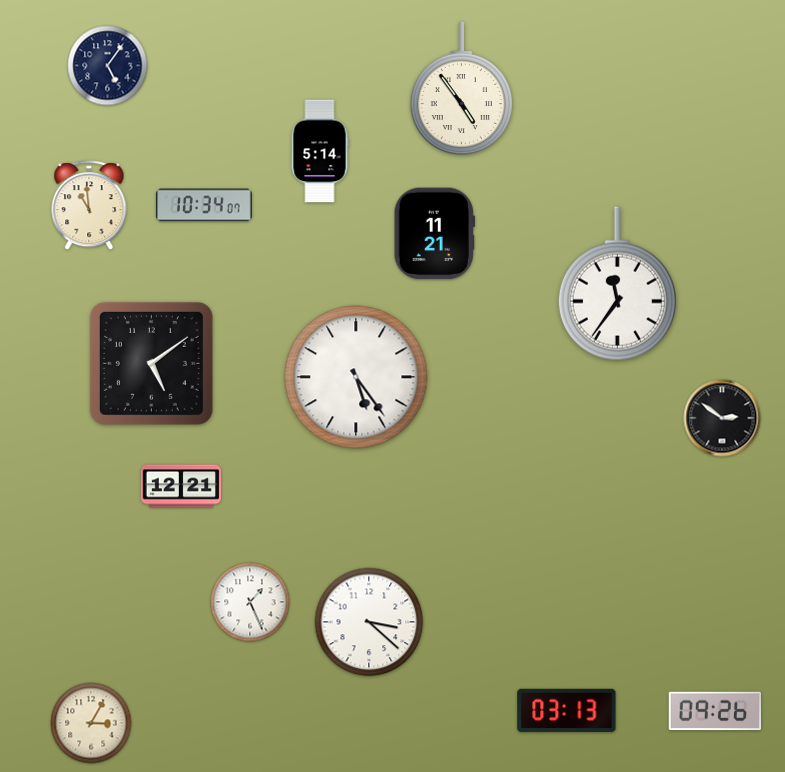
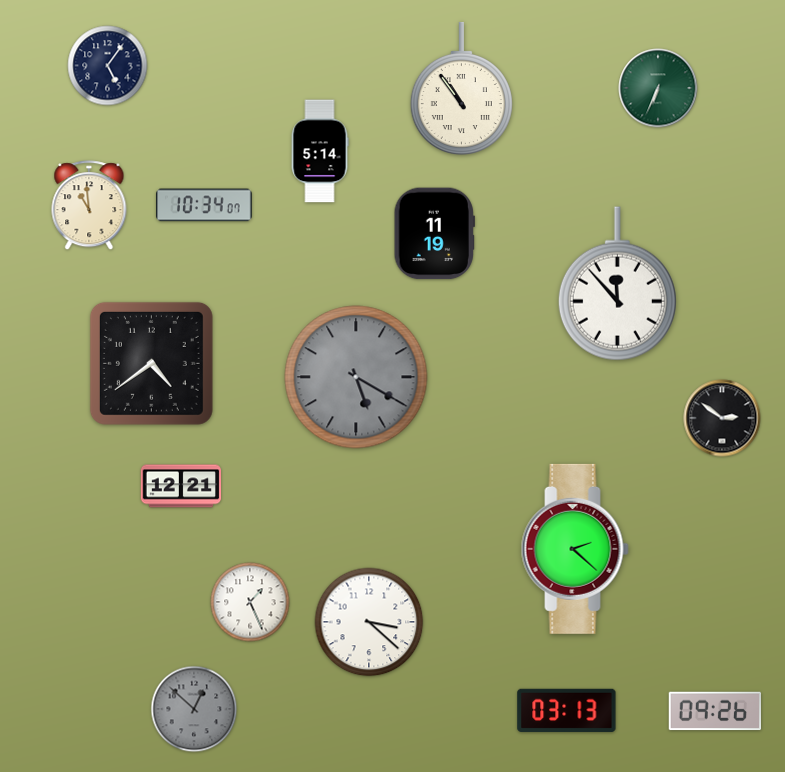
clock at (658, 88): none -> 6:34
clock at (461, 89): 4:54 -> 10:54
clock at (434, 234): 11:21 -> 11:19
clock at (617, 284): 11:36 -> 11:53
clock at (151, 363): 5:09 -> 4:39
clock at (356, 377): 5:24 -> 5:20
clock at (356, 377) dial: white -> grey
clock at (575, 549): none -> 2:22
clock at (194, 709): none -> 12:52
clock at (91, 723): 3:05 -> none
